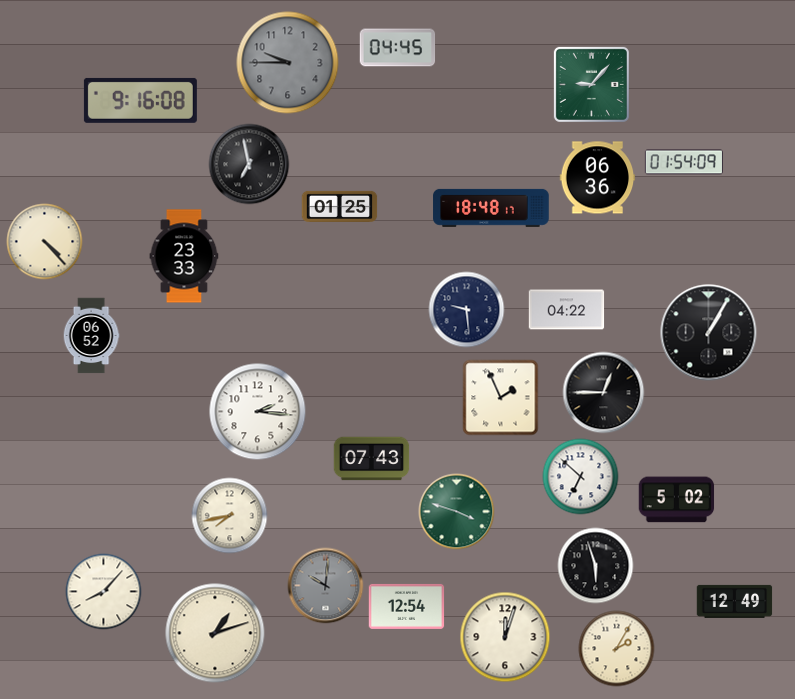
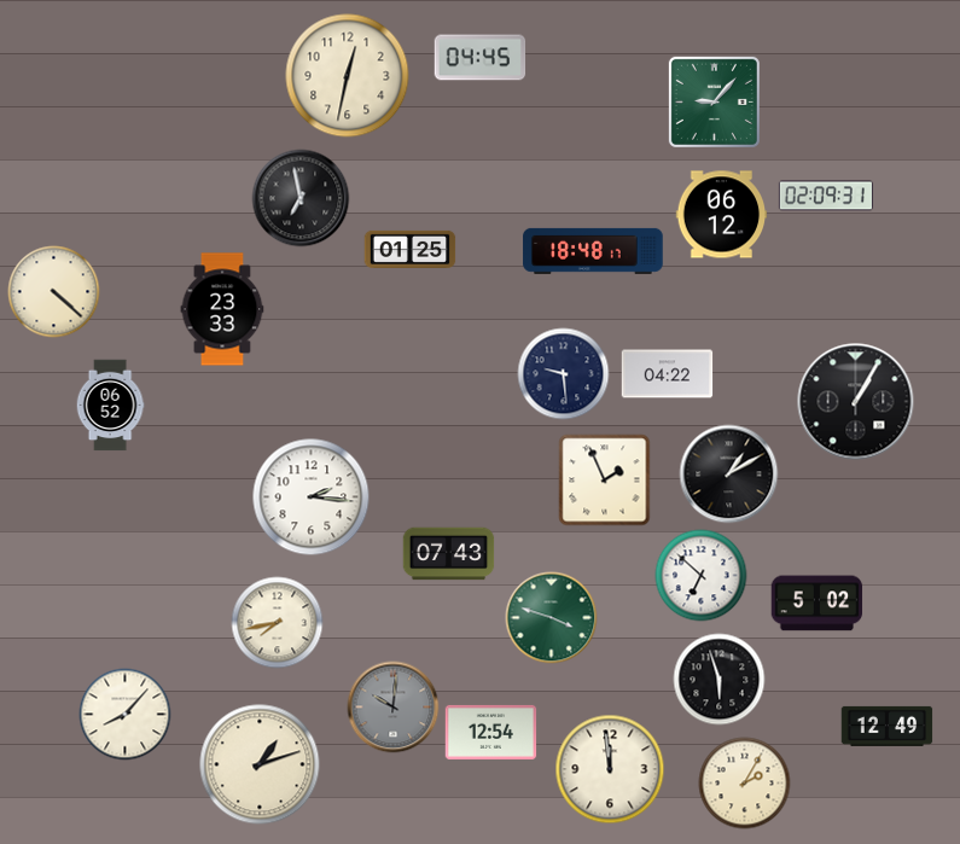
clock at (288, 63): 9:45 -> 12:32
clock at (288, 63) dial: grey -> cream
clock at (140, 100): 9:16 -> none
clock at (684, 162): 01:54 -> 02:09
clock at (598, 178): 06:36 -> 06:12
clock at (45, 242): 4:23 -> 4:22
clock at (567, 310) position: (567, 310) -> (668, 374)
clock at (604, 393): 12:45 -> 1:10
clock at (596, 566) position: (596, 566) -> (720, 680)
clock at (505, 637): 12:03 -> 11:59
